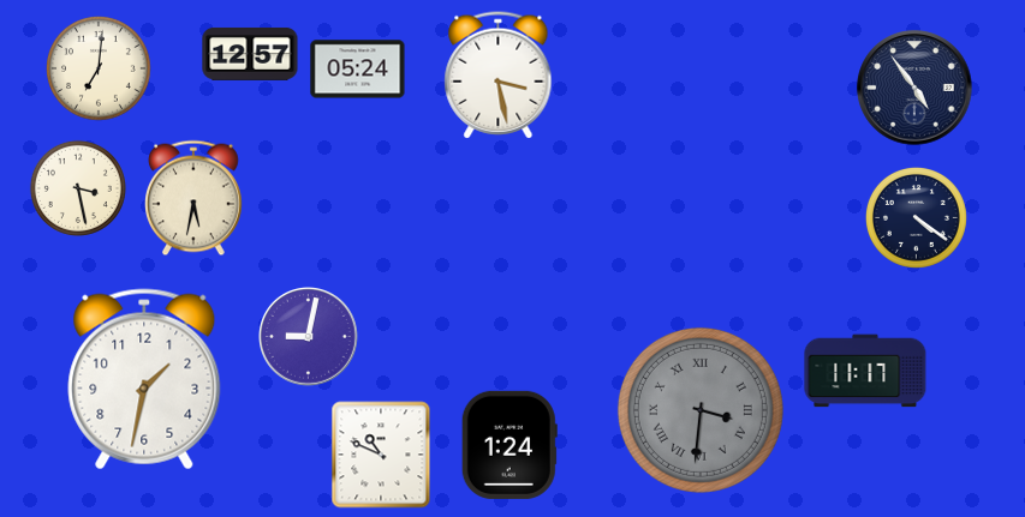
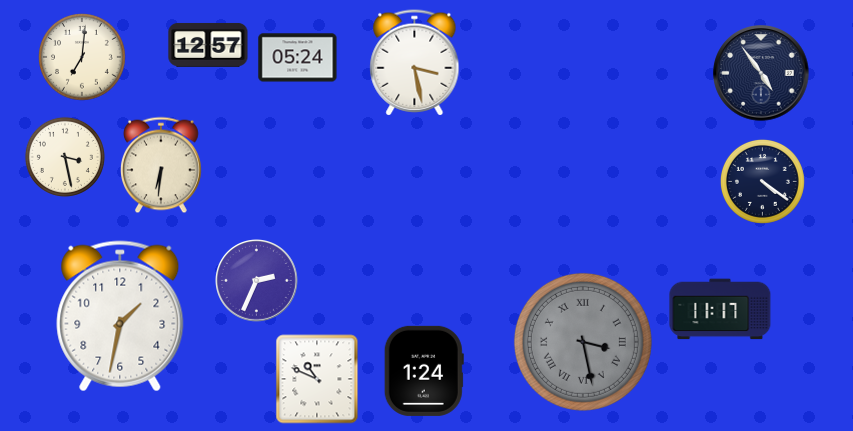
clock at (195, 198): 5:32 -> 6:31
clock at (309, 337): 9:02 -> 2:34
clock at (701, 410): 3:31 -> 3:28
